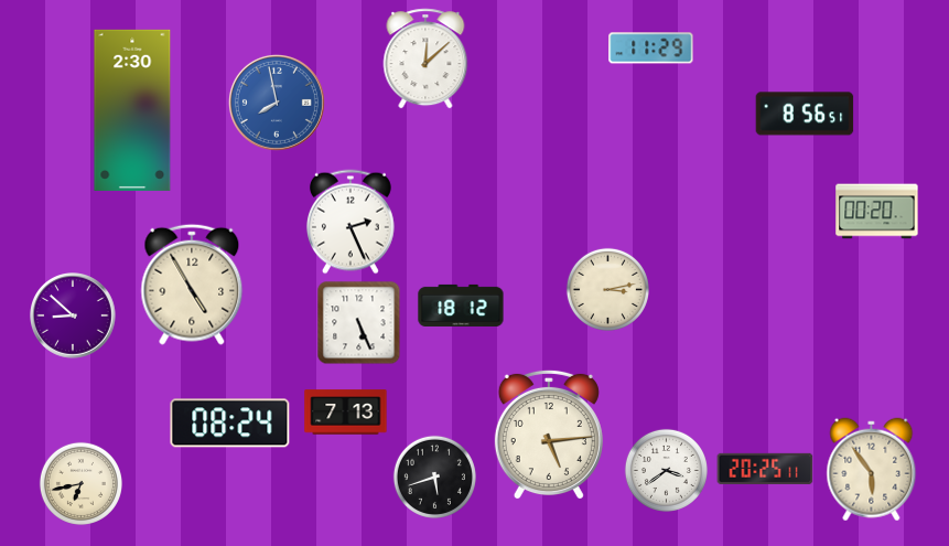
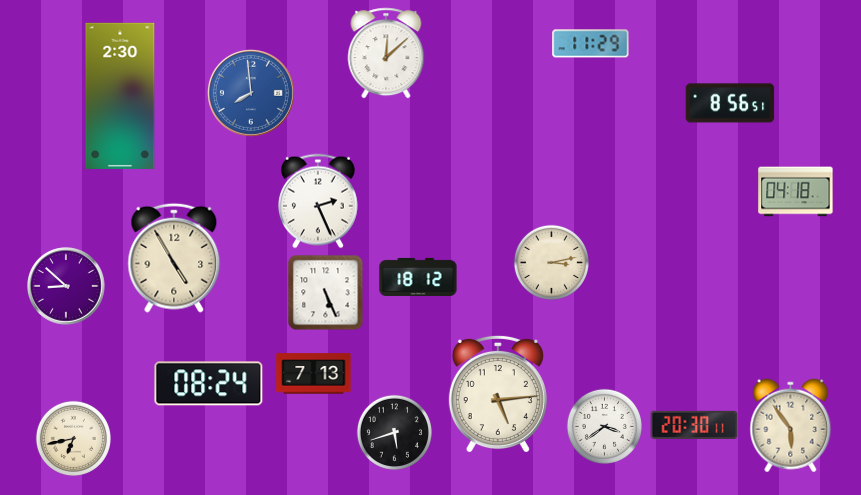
clock at (277, 103): 7:58 -> 7:59
clock at (132, 110) position: (132, 110) -> (120, 96)
clock at (877, 212): 00:20 -> 04:18
clock at (765, 469): 20:25 -> 20:30
